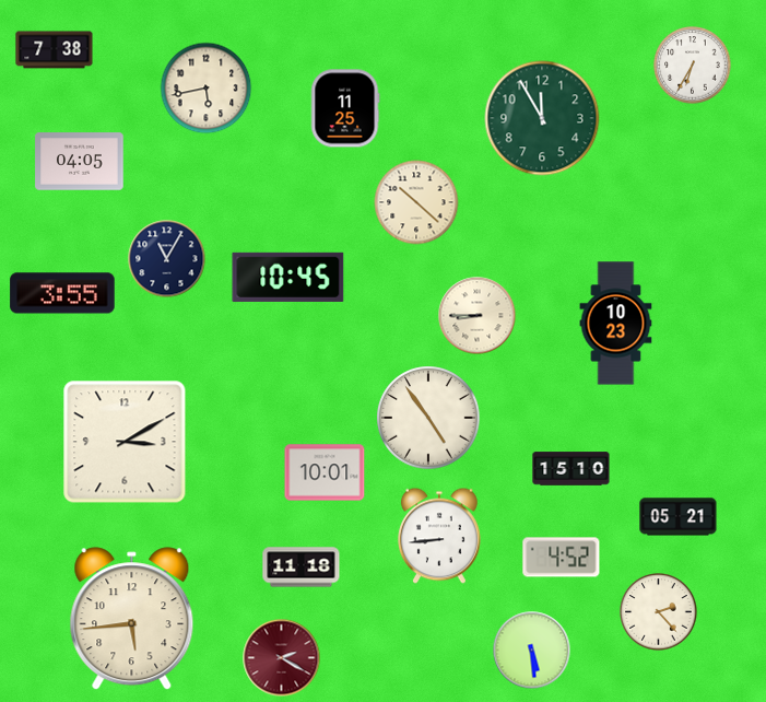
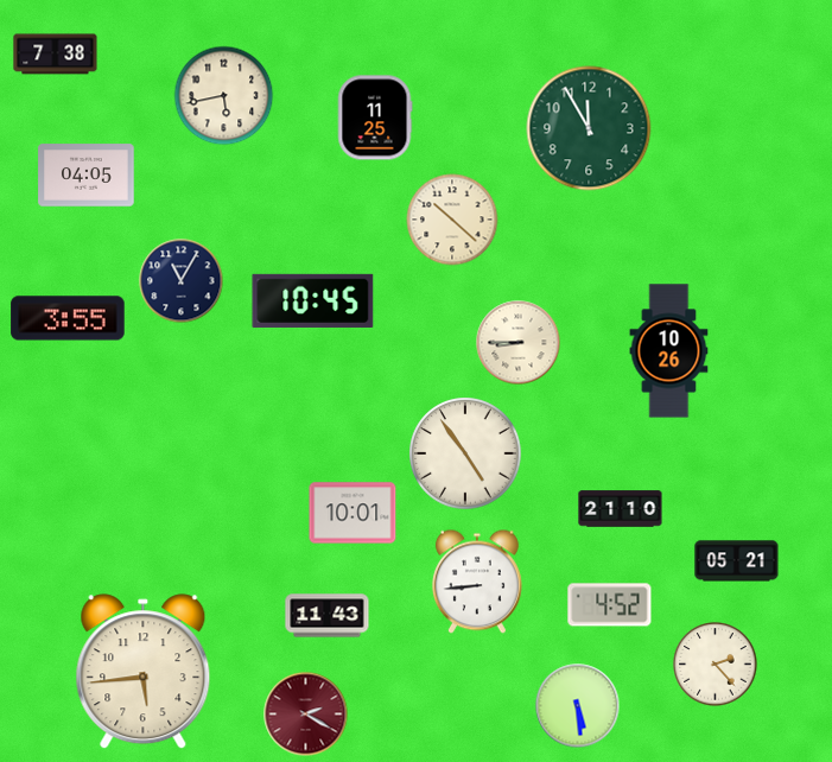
clock at (55, 50) position: (55, 50) -> (56, 55)
clock at (693, 66): 6:35 -> none
clock at (616, 324): 10:23 -> 10:26
clock at (125, 442): 3:10 -> none
clock at (571, 469): 15:10 -> 21:10
clock at (302, 568): 11:18 -> 11:43
